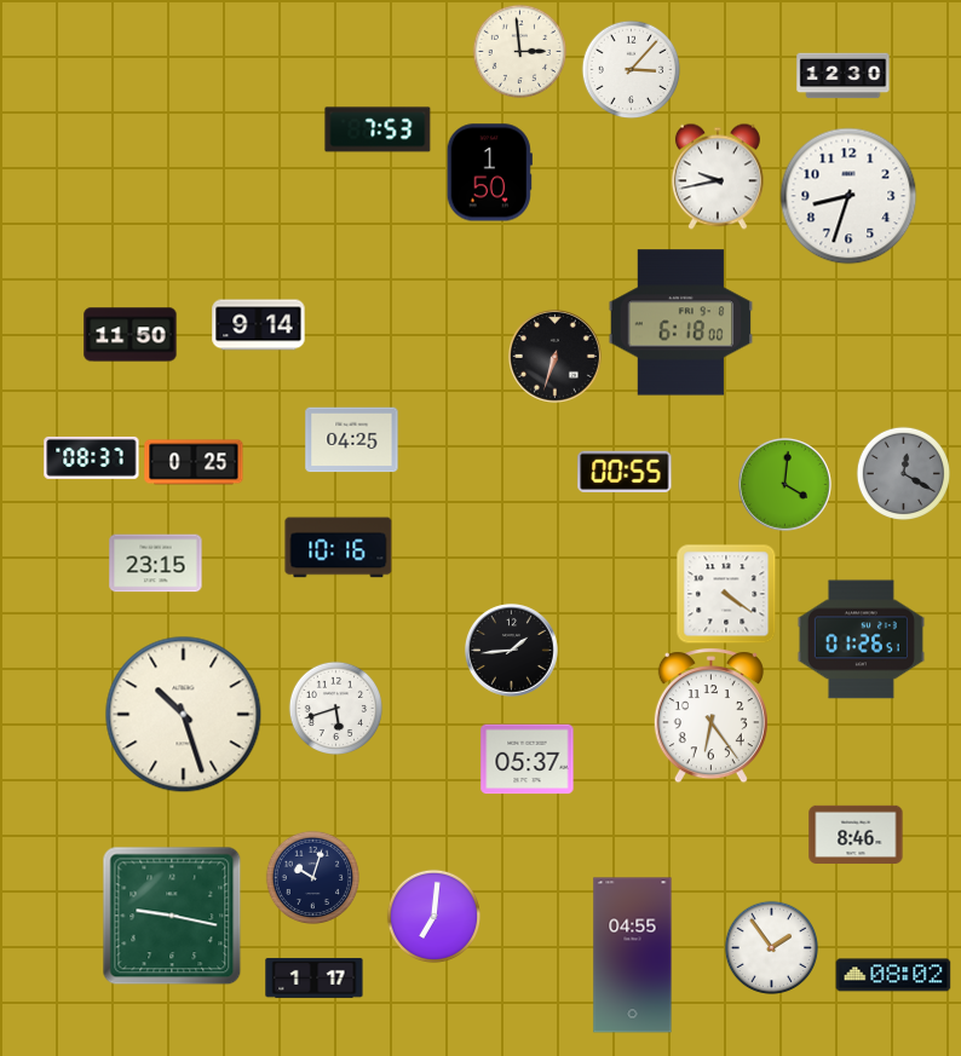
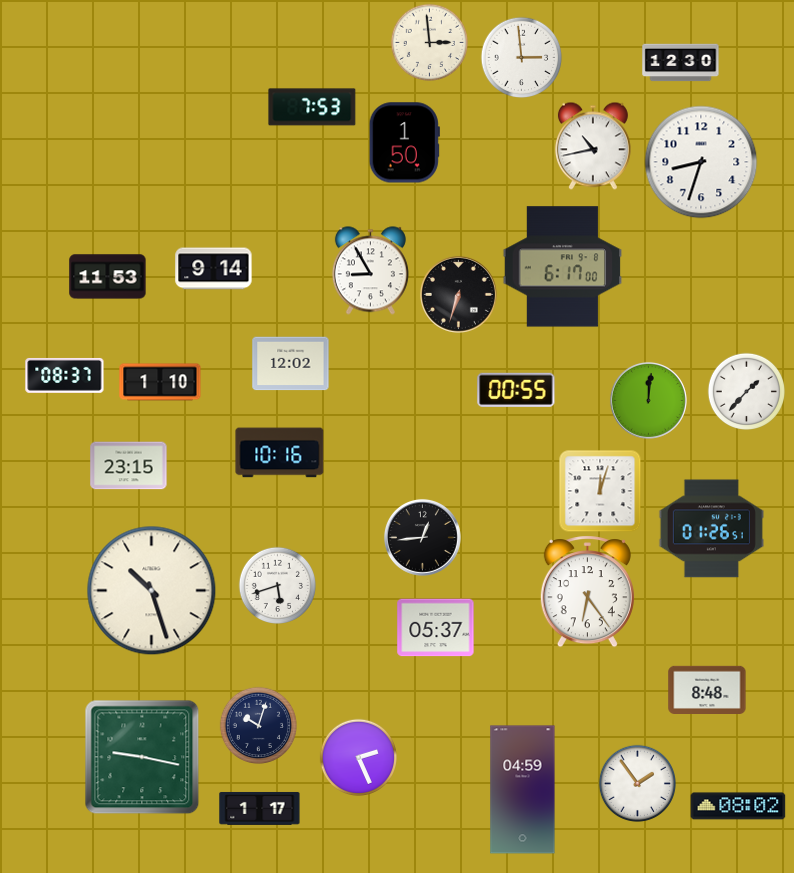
clock at (631, 69): 3:07 -> 2:59
clock at (844, 76) position: (844, 76) -> (681, 63)
clock at (718, 177): 9:43 -> 10:43
clock at (681, 323): 6:18 -> 6:17
clock at (370, 271): none -> 8:55
clock at (131, 335): 11:50 -> 11:53
clock at (352, 440): 04:25 -> 12:02
clock at (92, 457) position: (92, 457) -> (65, 375)
clock at (194, 462): 0:25 -> 1:10
clock at (903, 473): 12:20 -> 1:37
clock at (903, 473) dial: grey -> white
clock at (784, 484): 4:01 -> 12:01
clock at (726, 594): 4:21 -> 12:03
clock at (511, 650): 1:44 -> 12:44
clock at (856, 833): 8:46 -> 8:48
clock at (433, 916): 7:01 -> 2:26
clock at (633, 956): 04:55 -> 04:59
